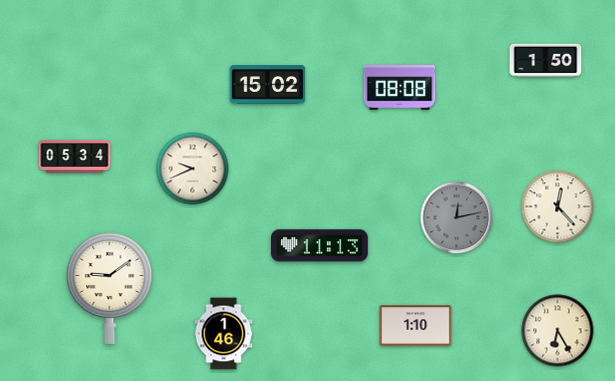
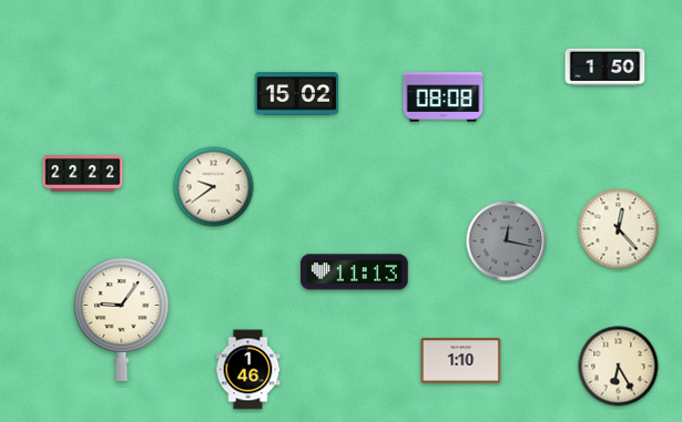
clock at (75, 156): 05:34 -> 22:22
clock at (193, 169): 9:41 -> 9:39
clock at (457, 218): 12:13 -> 12:17
clock at (110, 288): 9:09 -> 9:06
